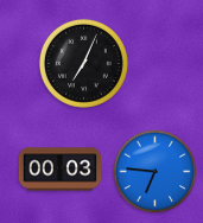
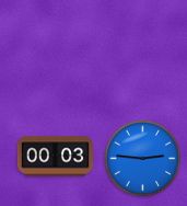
clock at (83, 63): 7:04 -> none
clock at (156, 172): 6:46 -> 2:46
